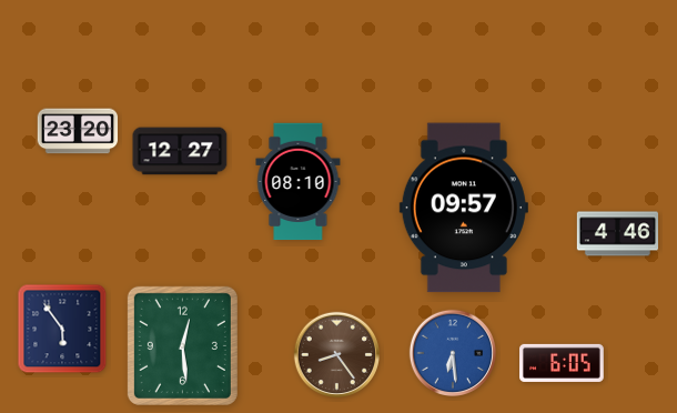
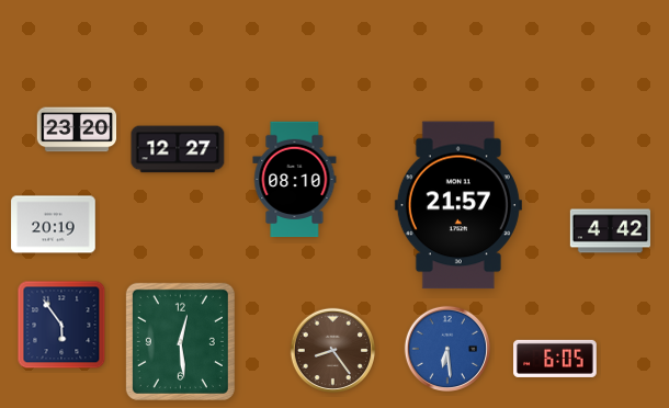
clock at (464, 208): 09:57 -> 21:57
clock at (54, 225): none -> 20:19
clock at (617, 234): 4:46 -> 4:42
